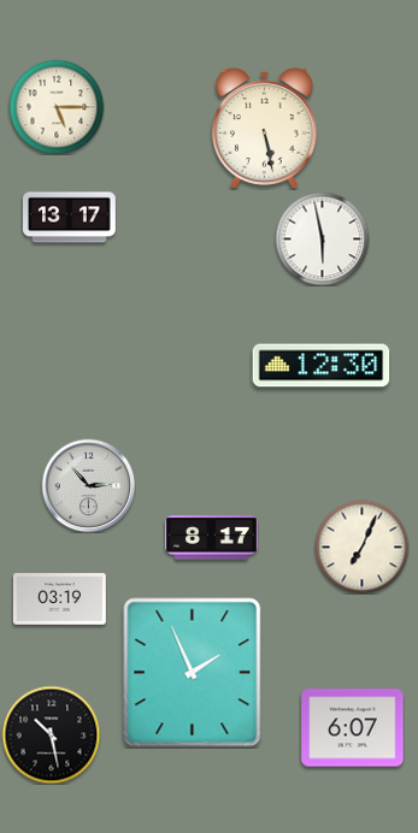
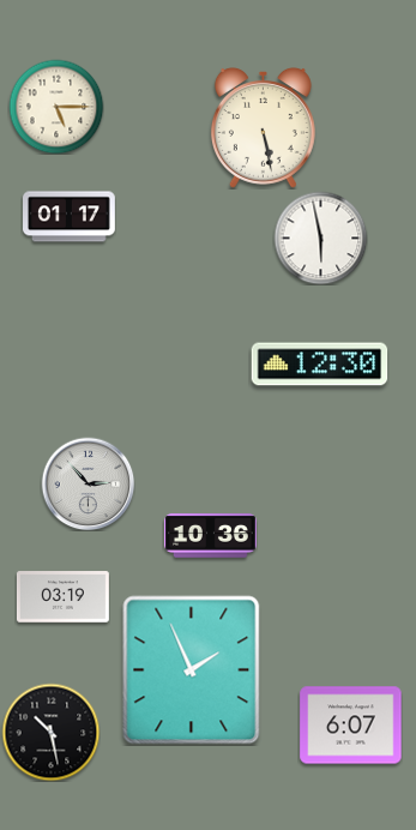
clock at (70, 218): 13:17 -> 01:17
clock at (212, 538): 8:17 -> 10:36
clock at (361, 547): 7:04 -> none
clock at (60, 599) position: (60, 599) -> (64, 597)
